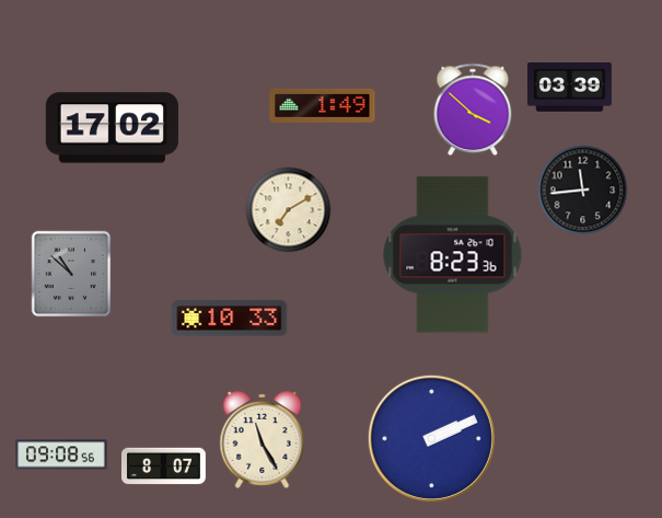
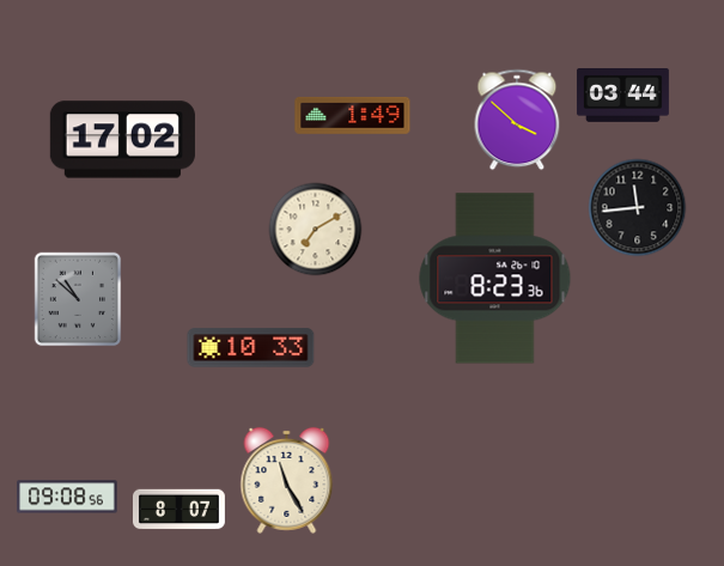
clock at (569, 88): 03:39 -> 03:44
clock at (431, 438): 2:11 -> none
